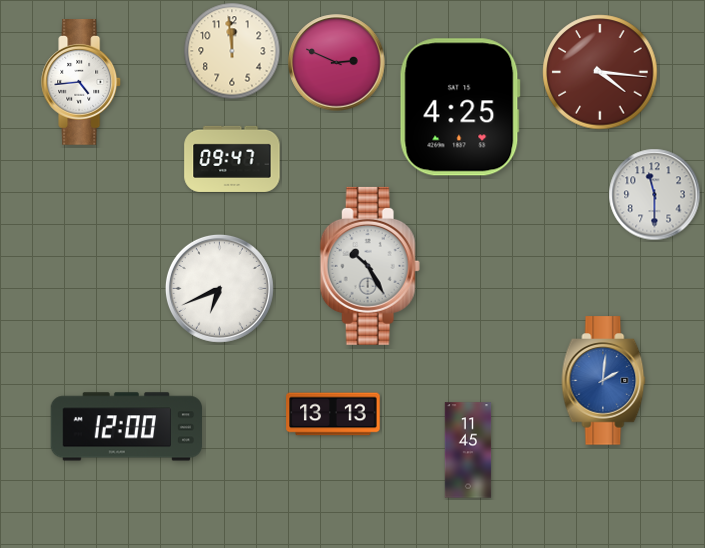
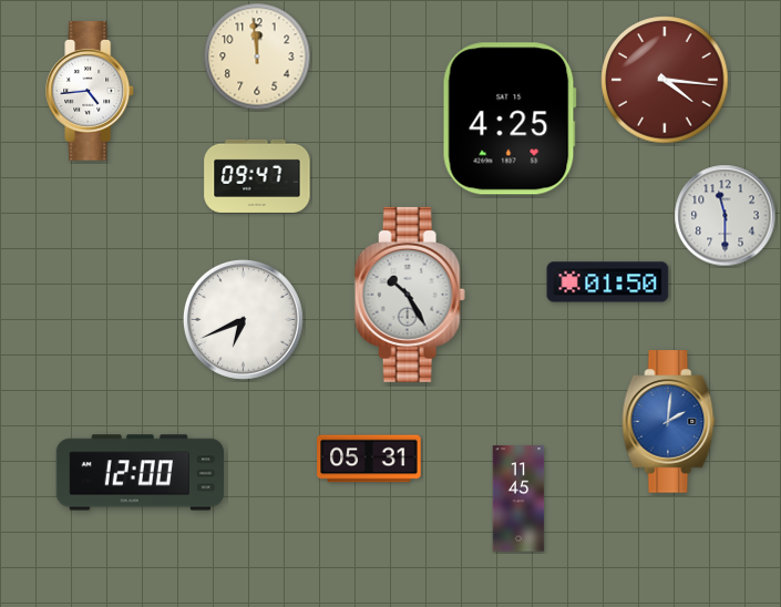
clock at (337, 63): 2:49 -> none
clock at (608, 282): none -> 01:50
clock at (333, 414): 13:13 -> 05:31
